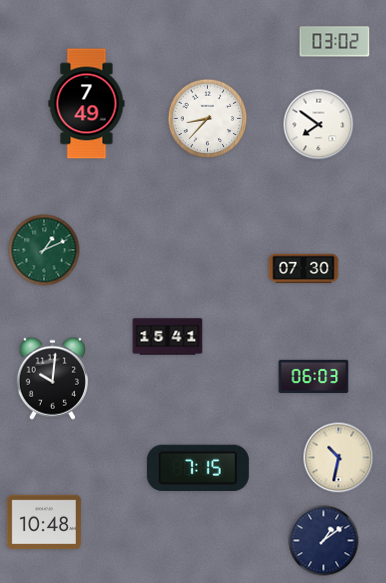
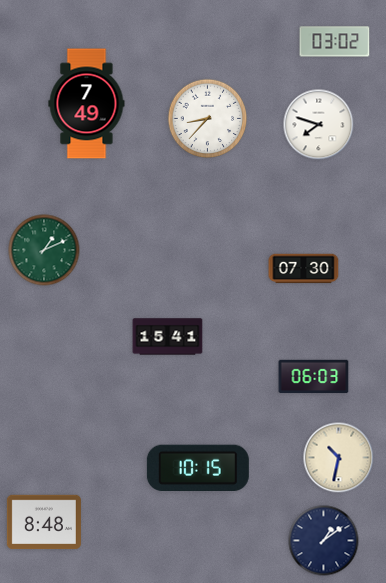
clock at (319, 125): 7:51 -> 7:48
clock at (52, 378): 10:01 -> none
clock at (198, 467): 7:15 -> 10:15
clock at (44, 522): 10:48 -> 8:48
